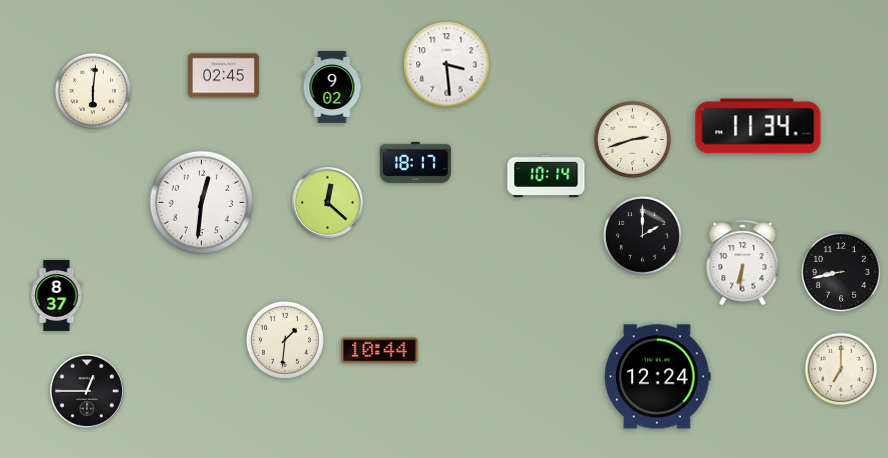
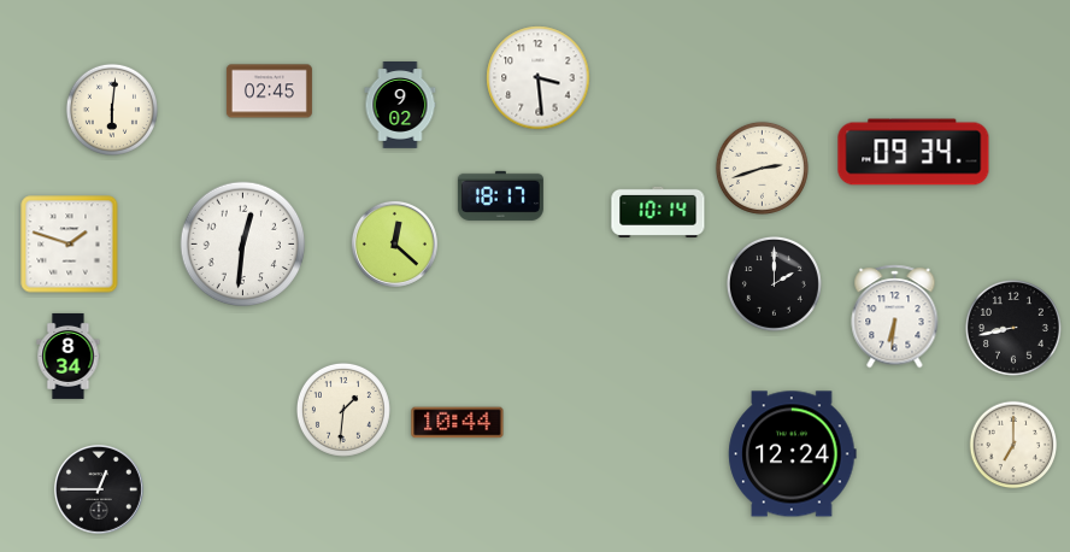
clock at (758, 126): 11:34 -> 09:34
clock at (70, 245): none -> 1:48
clock at (57, 295): 8:37 -> 8:34
clock at (87, 391) position: (87, 391) -> (99, 489)
